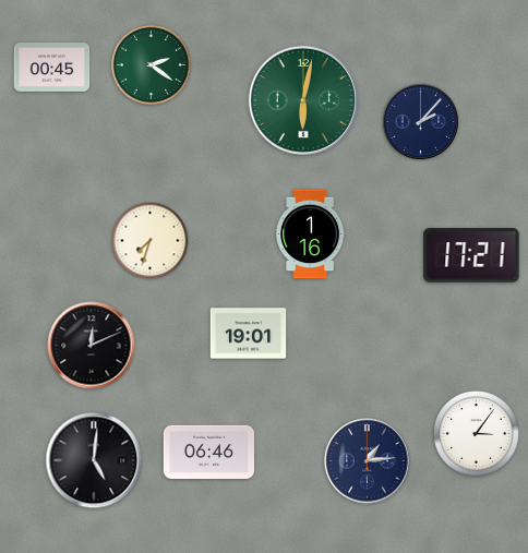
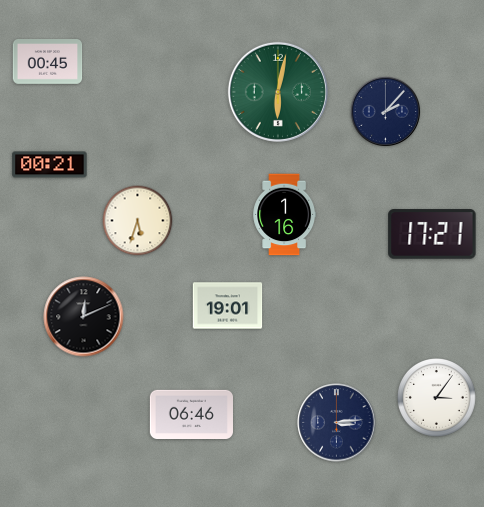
clock at (152, 65): 2:21 -> none
clock at (50, 165): none -> 00:21
clock at (151, 241): 7:33 -> 5:33
clock at (94, 460): 5:01 -> none
clock at (368, 461): 1:14 -> 3:14
